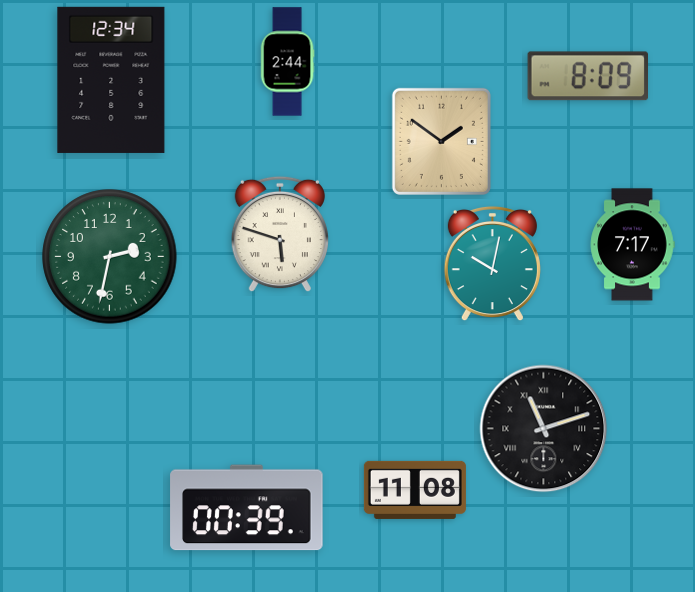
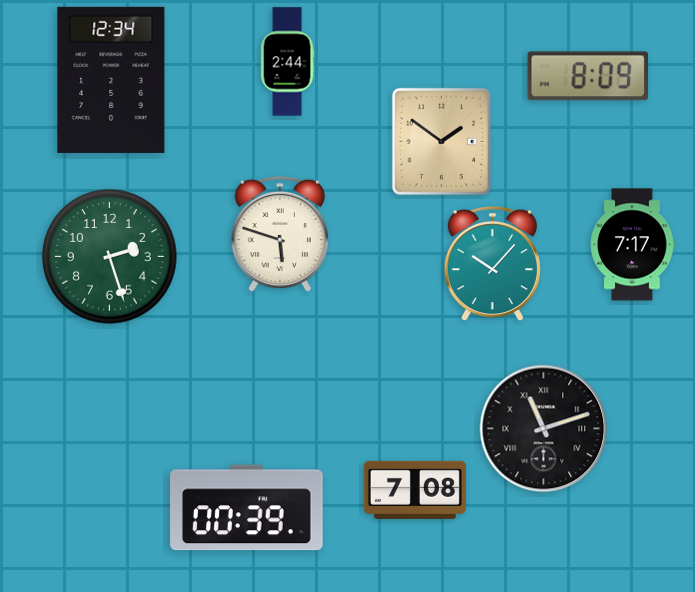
clock at (110, 257): 2:32 -> 2:27
clock at (492, 264): 10:02 -> 10:07
clock at (415, 490): 11:08 -> 7:08
